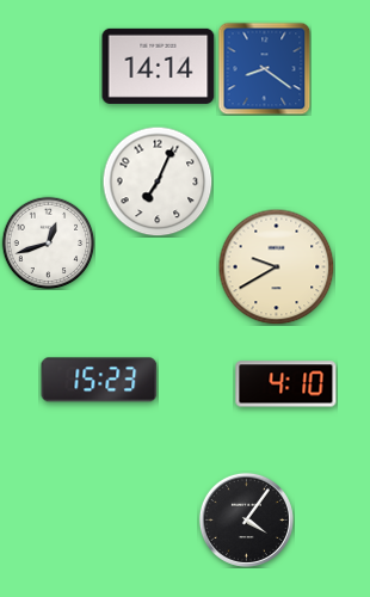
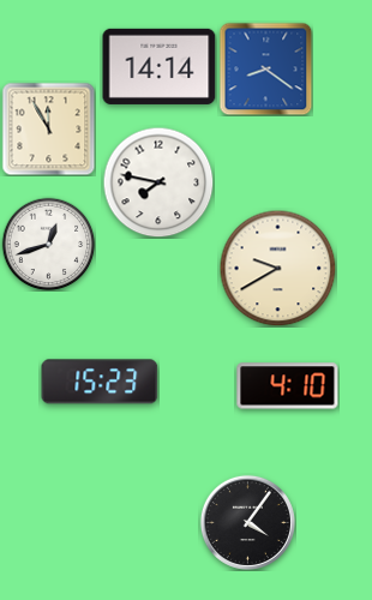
clock at (48, 128): none -> 11:55
clock at (158, 181): 7:04 -> 7:47
